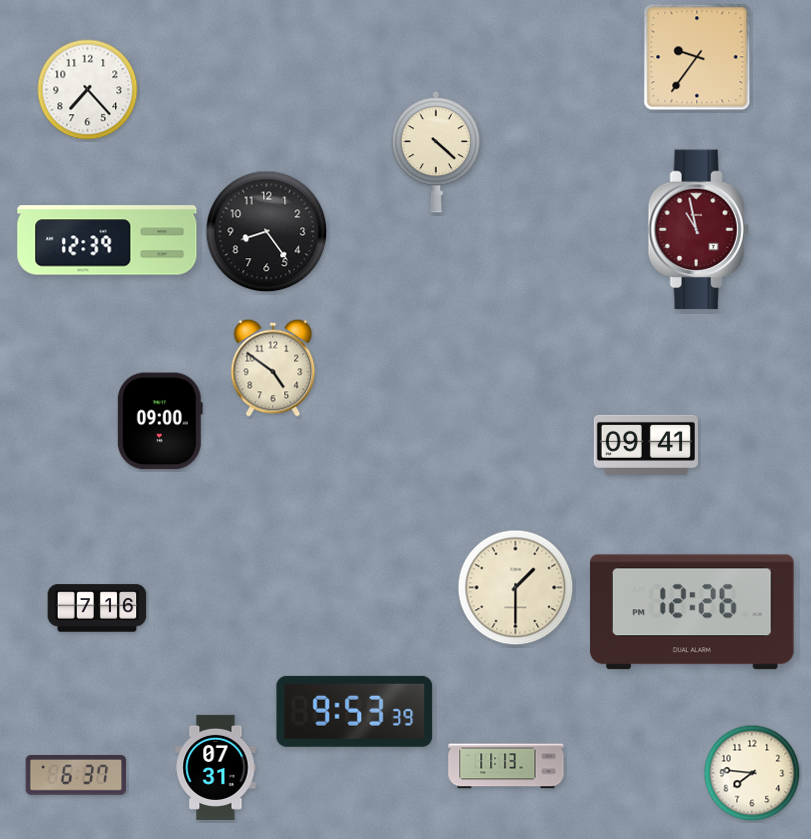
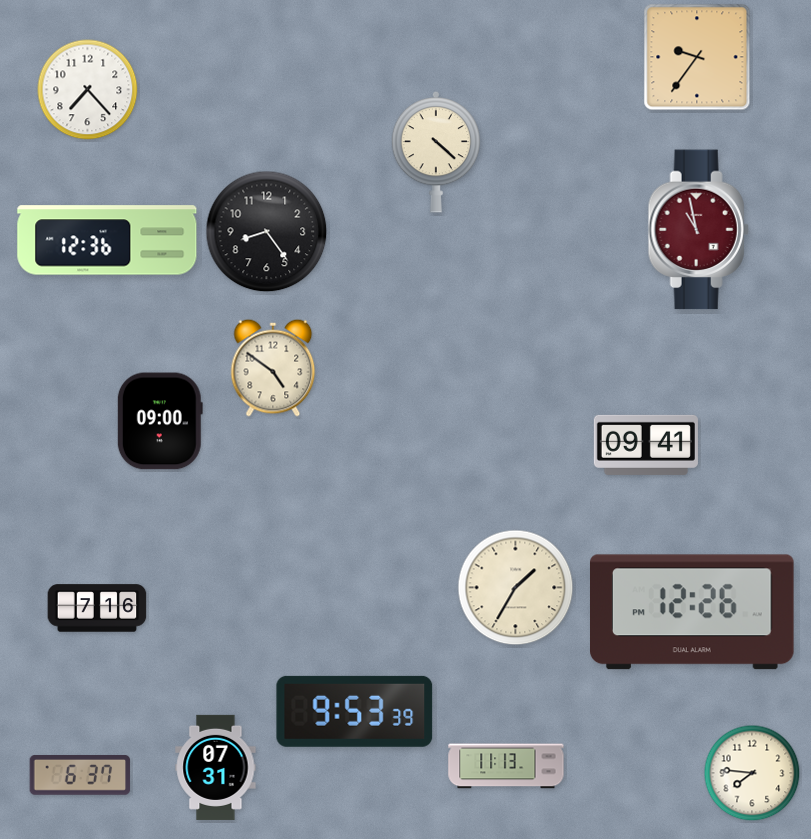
clock at (107, 240): 12:39 -> 12:36
clock at (516, 588): 1:30 -> 1:35
clock at (76, 776) position: (76, 776) -> (80, 776)
